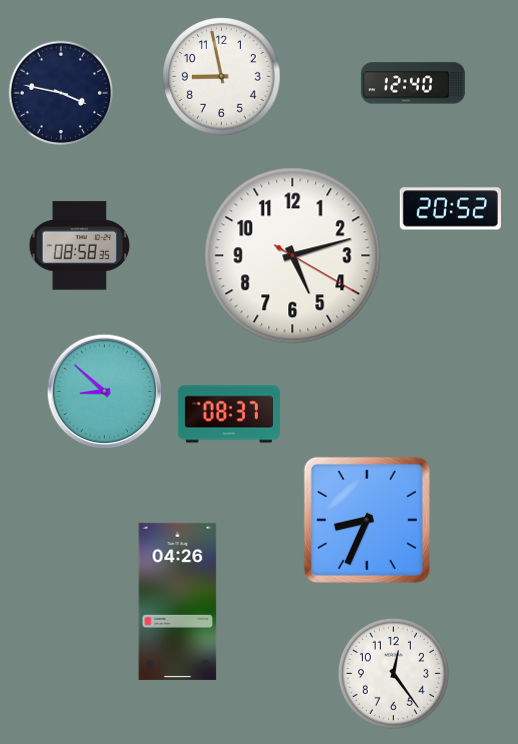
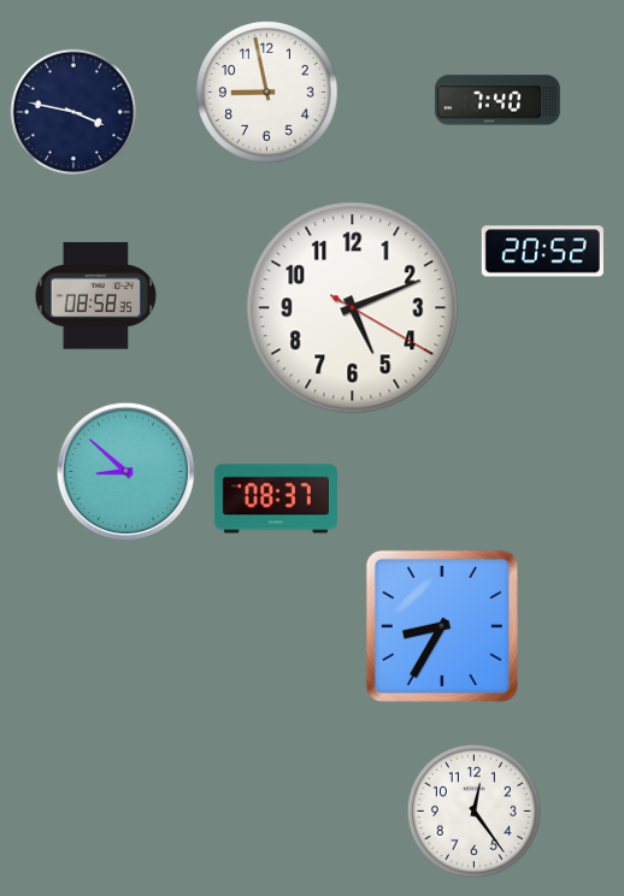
clock at (413, 83): 12:40 -> 7:40
clock at (293, 256): 5:12 -> 5:11
clock at (367, 520): 8:34 -> 8:35
clock at (178, 601): 04:26 -> none
